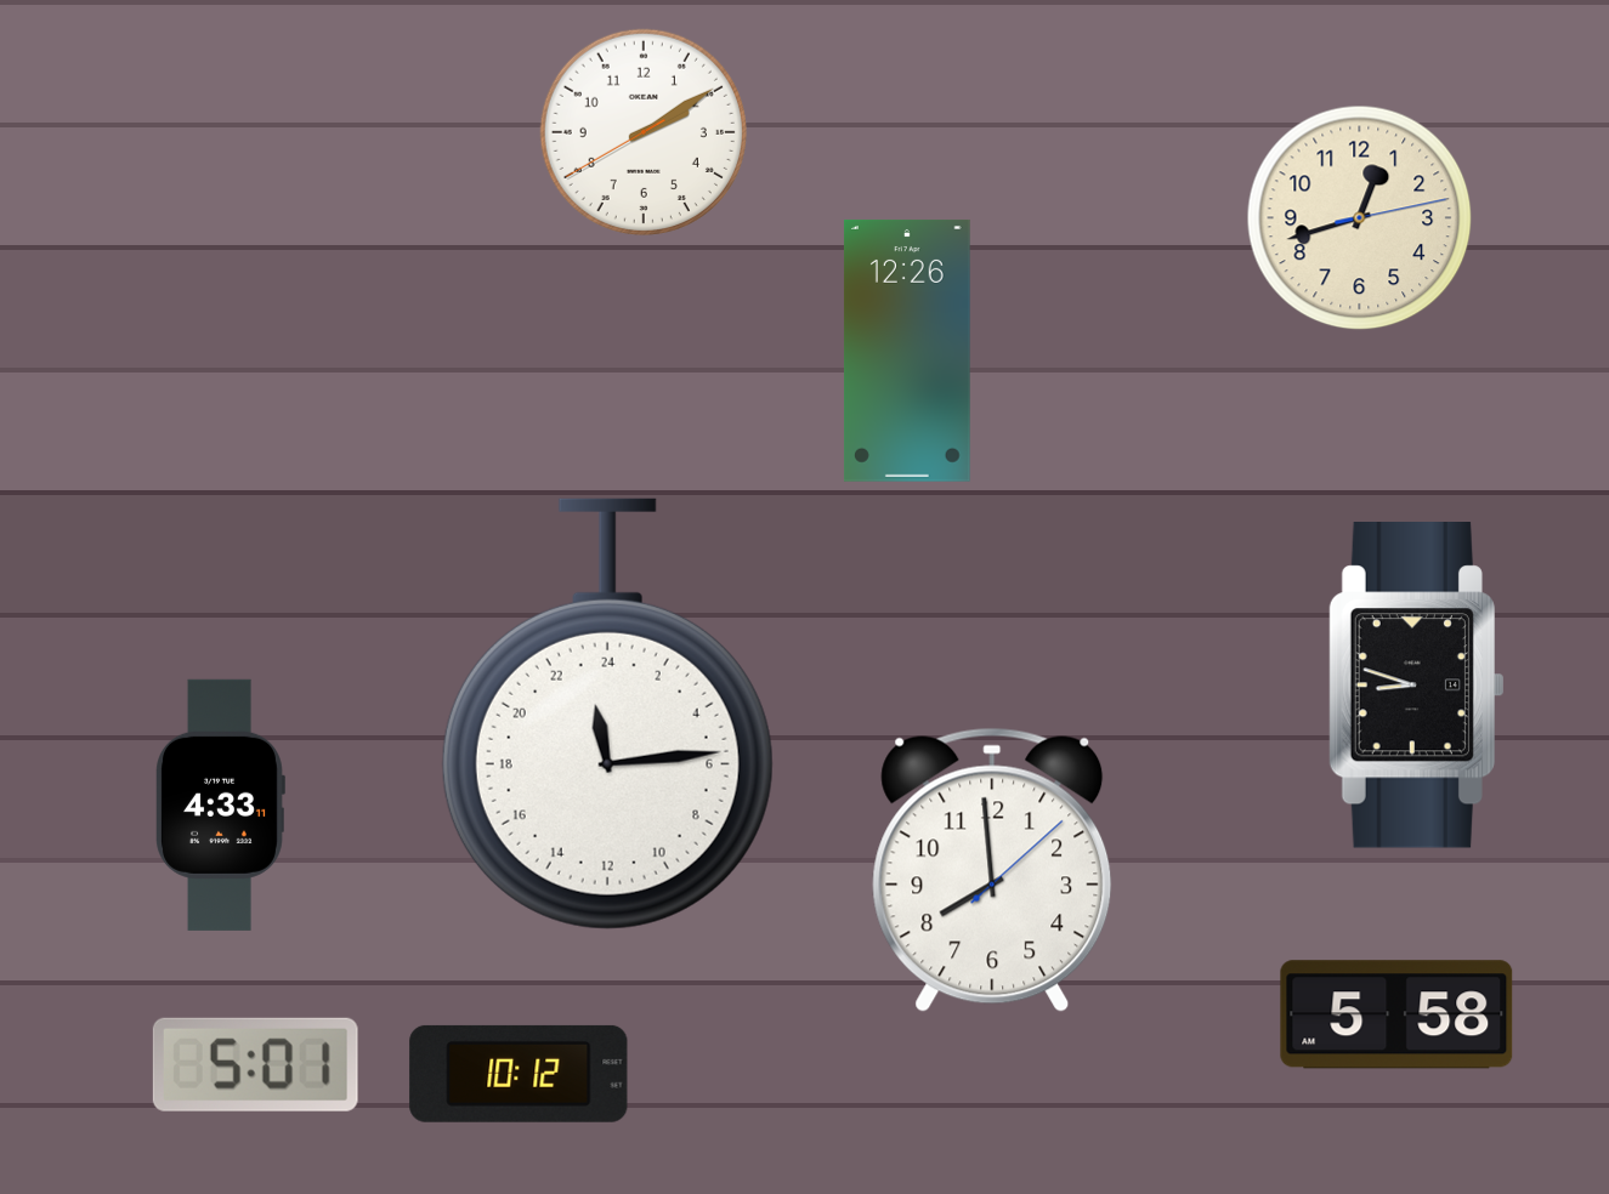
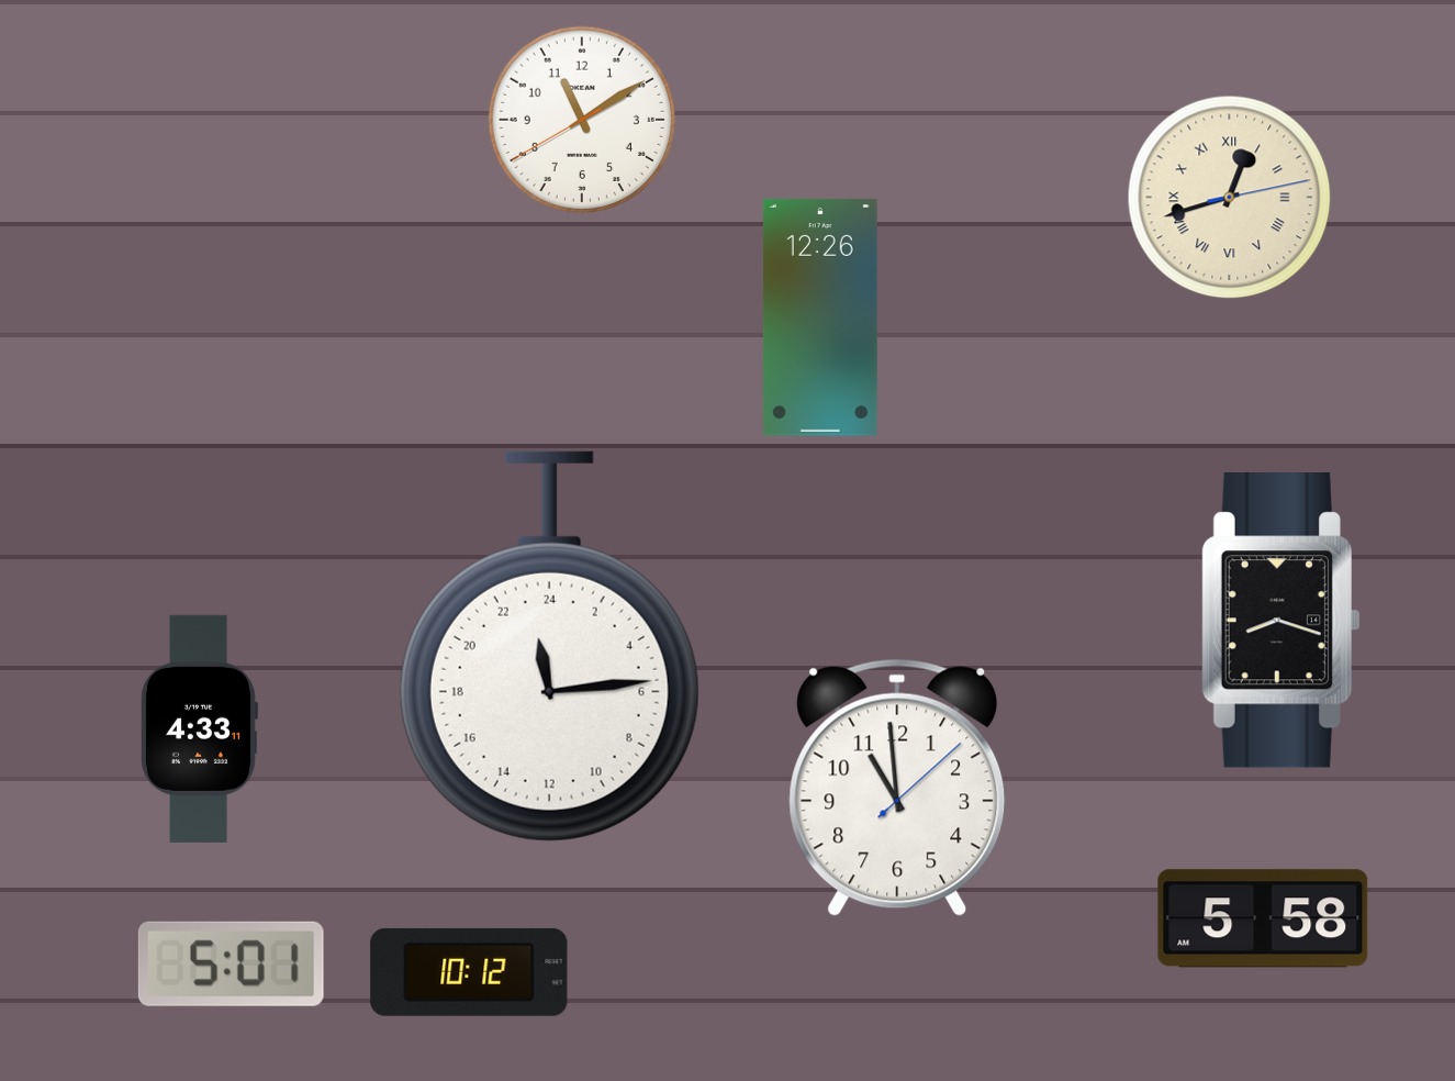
clock at (644, 132): 2:09 -> 11:09
clock at (1360, 218) numerals: Arabic -> Roman
clock at (1416, 686): 8:48 -> 8:18
clock at (992, 870): 7:59 -> 10:59
